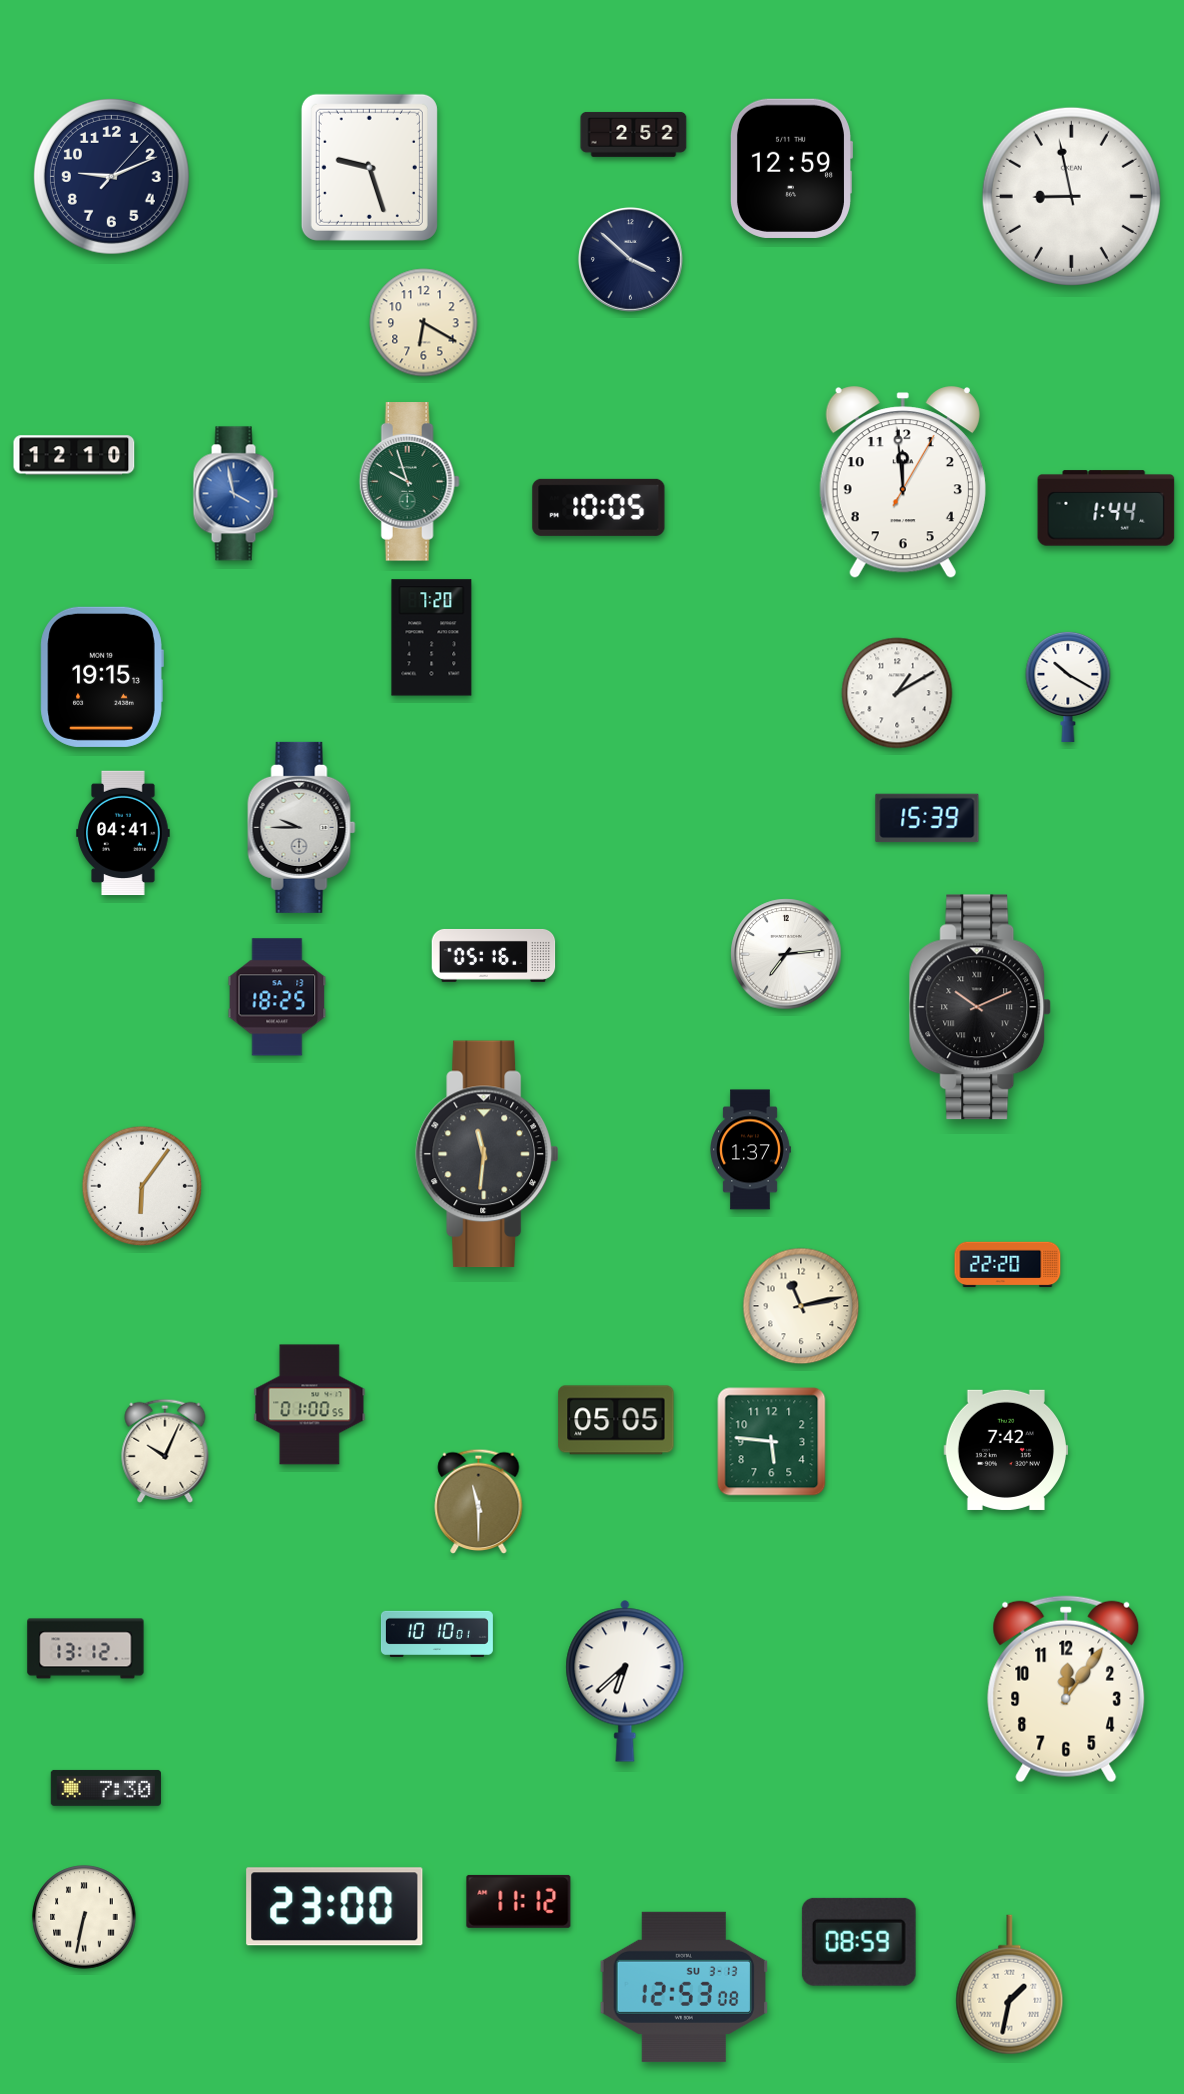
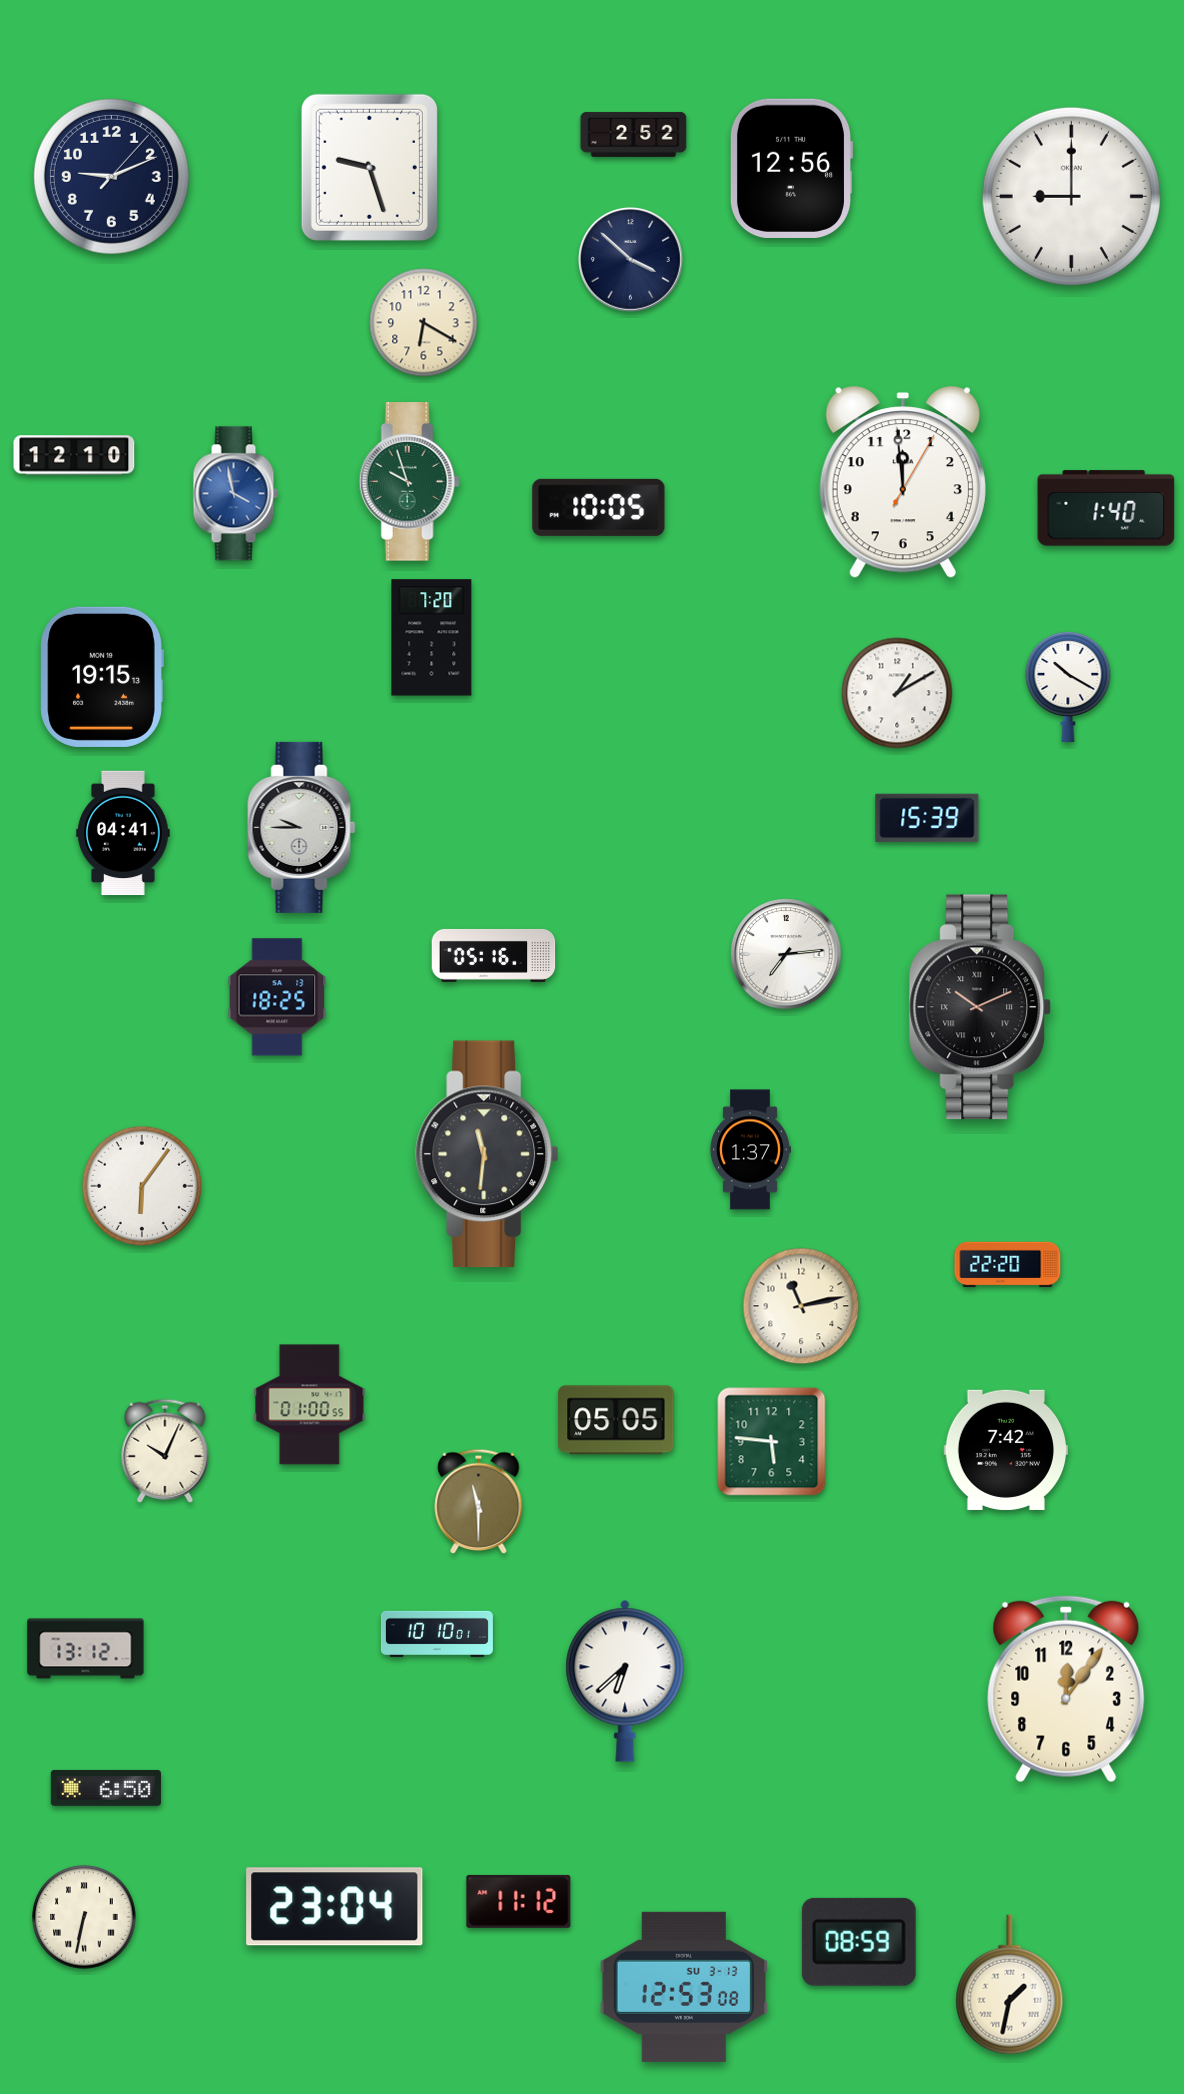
clock at (791, 168): 12:59 -> 12:56
clock at (1071, 196): 8:58 -> 9:00
clock at (1106, 508): 1:44 -> 1:40
clock at (106, 1788): 7:30 -> 6:50
clock at (335, 1907): 23:00 -> 23:04
